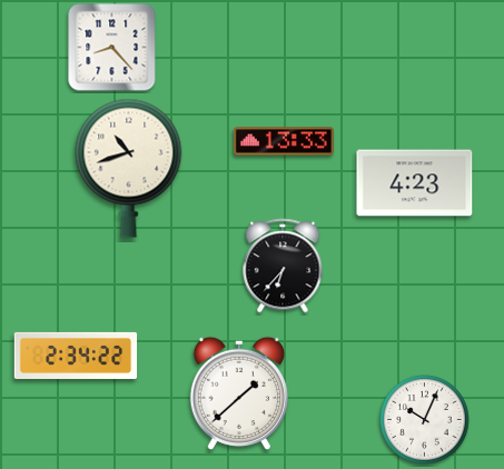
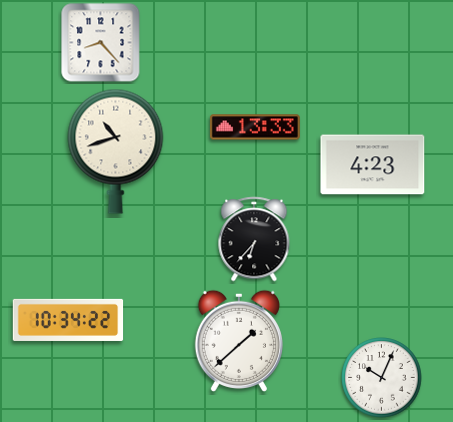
clock at (76, 356): 2:34 -> 10:34
clock at (239, 392) position: (239, 392) -> (239, 340)
